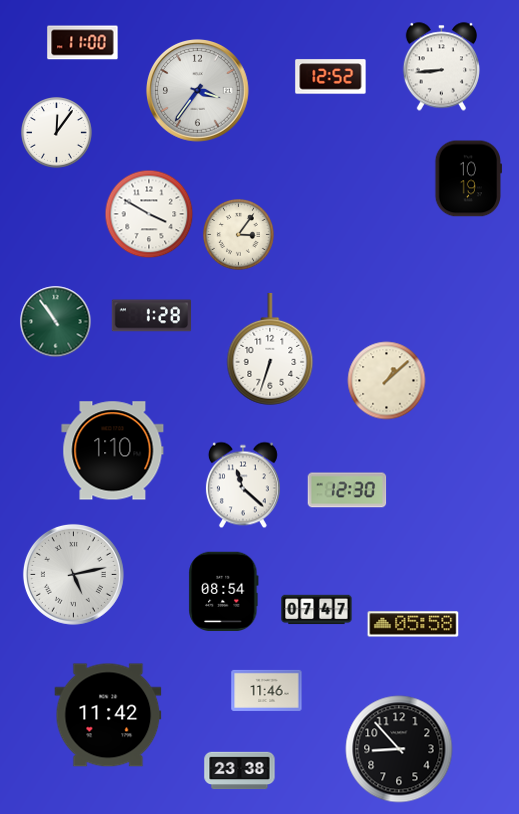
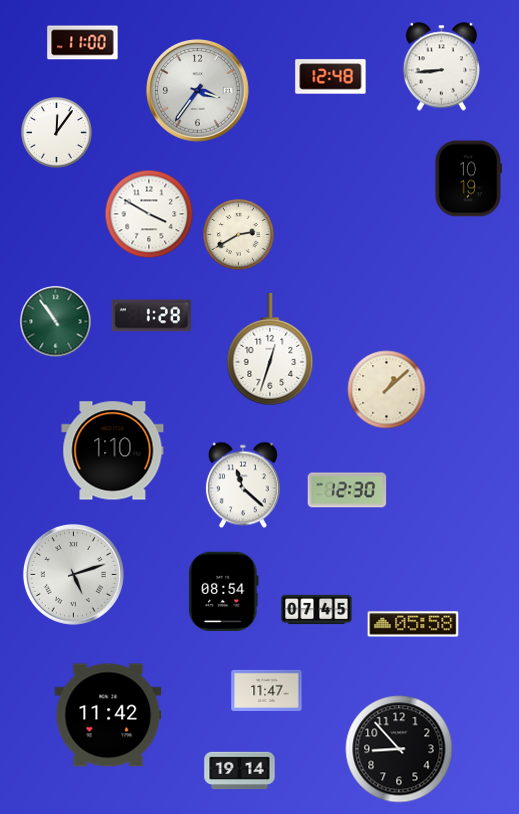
clock at (331, 77): 12:52 -> 12:48
clock at (239, 235): 3:06 -> 2:40
clock at (270, 349): 6:33 -> 12:33
clock at (387, 381) position: (387, 381) -> (387, 390)
clock at (73, 574): 5:13 -> 5:12
clock at (317, 610): 07:47 -> 07:45
clock at (267, 690): 11:46 -> 11:47
clock at (240, 771): 23:38 -> 19:14
